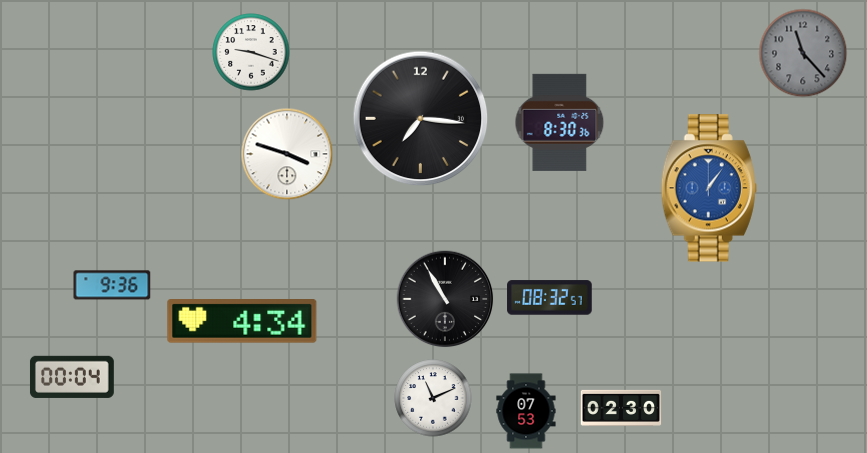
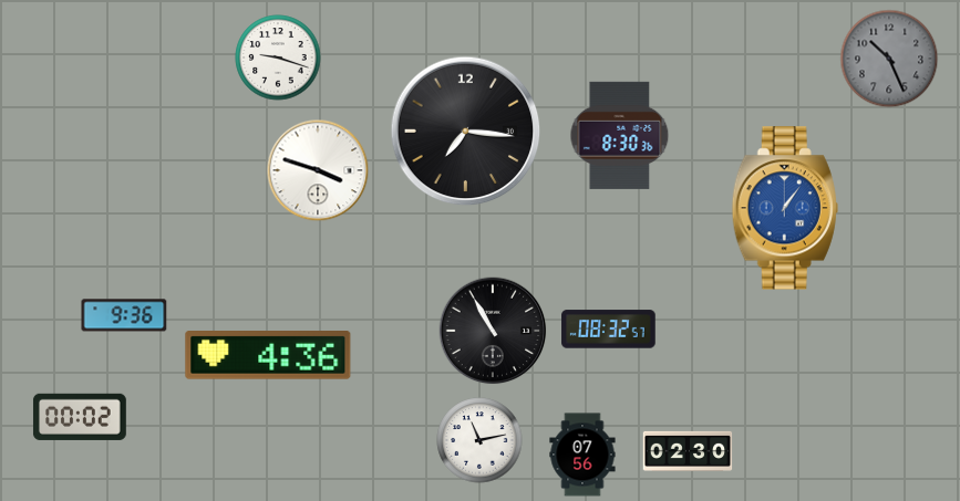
clock at (803, 53): 11:23 -> 10:26
clock at (242, 321): 4:34 -> 4:36
clock at (72, 377): 00:04 -> 00:02
clock at (433, 398): 11:11 -> 11:13
clock at (526, 411): 07:53 -> 07:56
